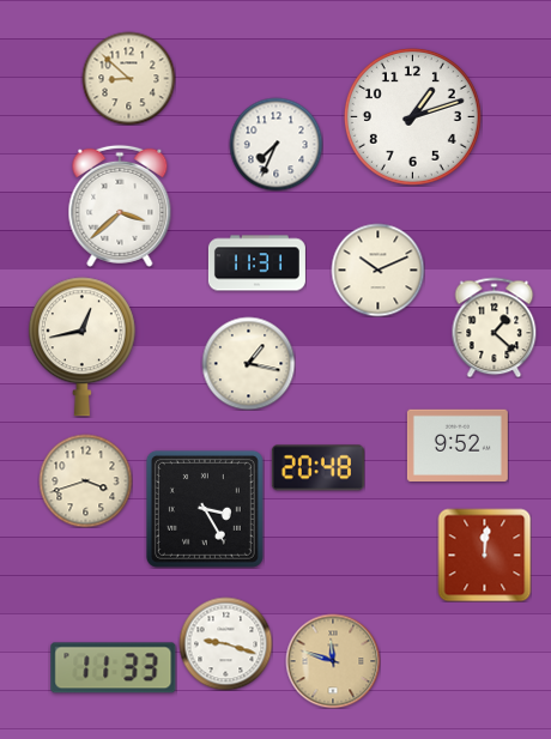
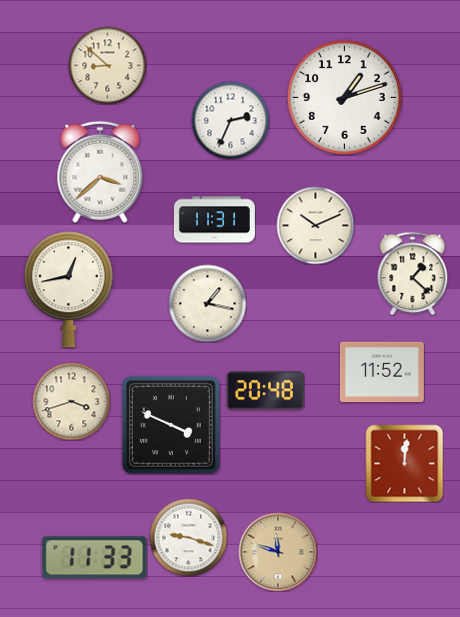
clock at (275, 144): 7:34 -> 2:34
clock at (458, 444): 9:52 -> 11:52
clock at (205, 509): 3:25 -> 3:49
